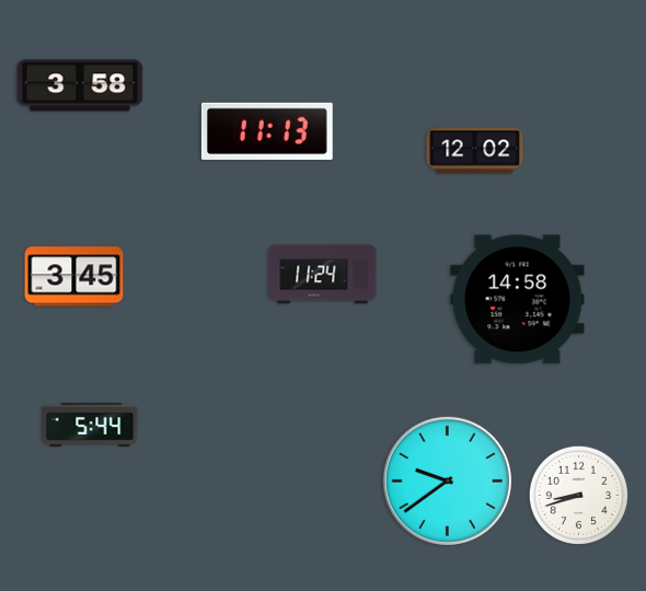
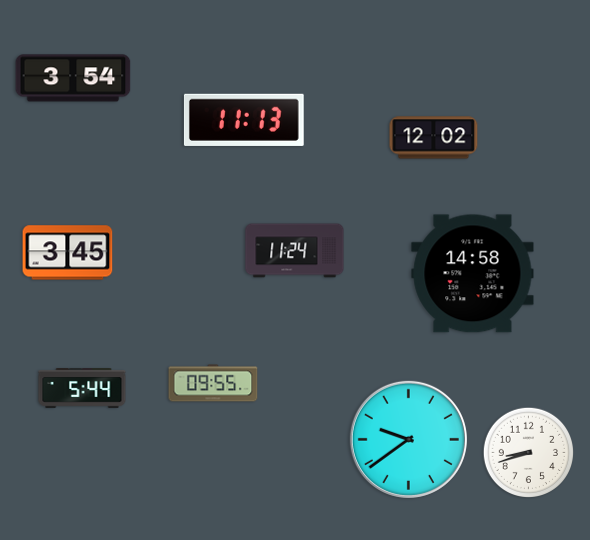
clock at (80, 85): 3:58 -> 3:54
clock at (213, 383): none -> 09:55
